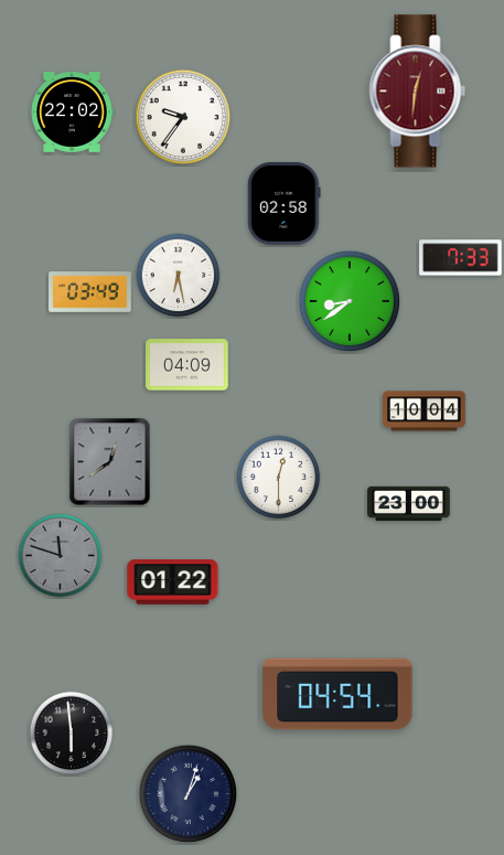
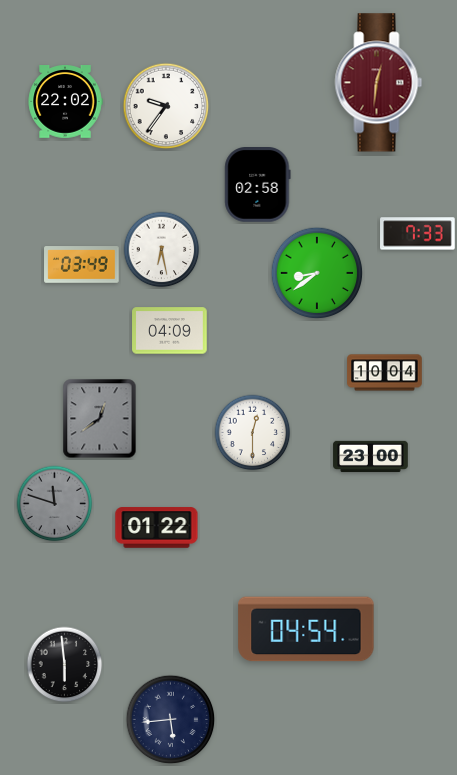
clock at (189, 794): 1:03 -> 5:44
